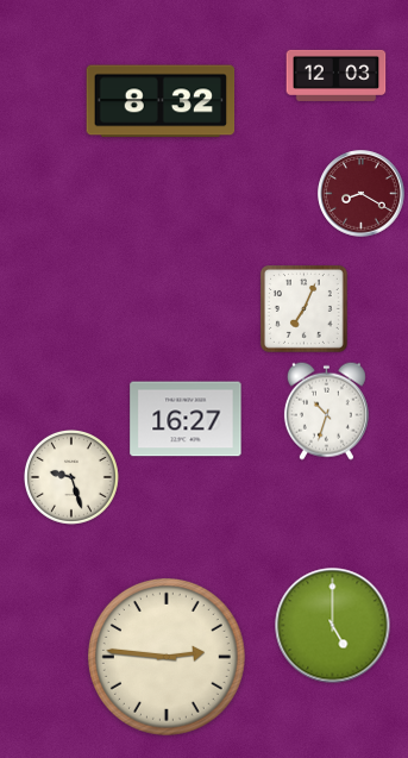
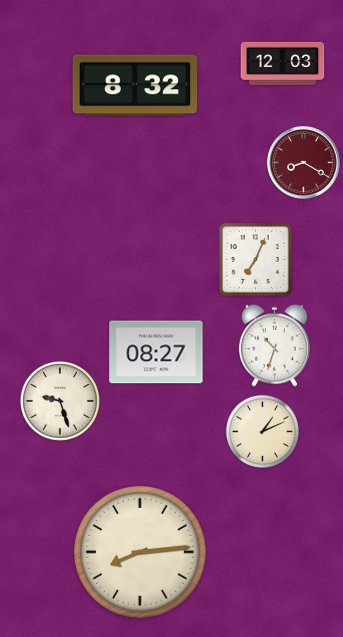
clock at (186, 419): 16:27 -> 08:27
clock at (262, 431): none -> 1:11
clock at (333, 626): 5:00 -> none
clock at (167, 657): 2:46 -> 8:14
